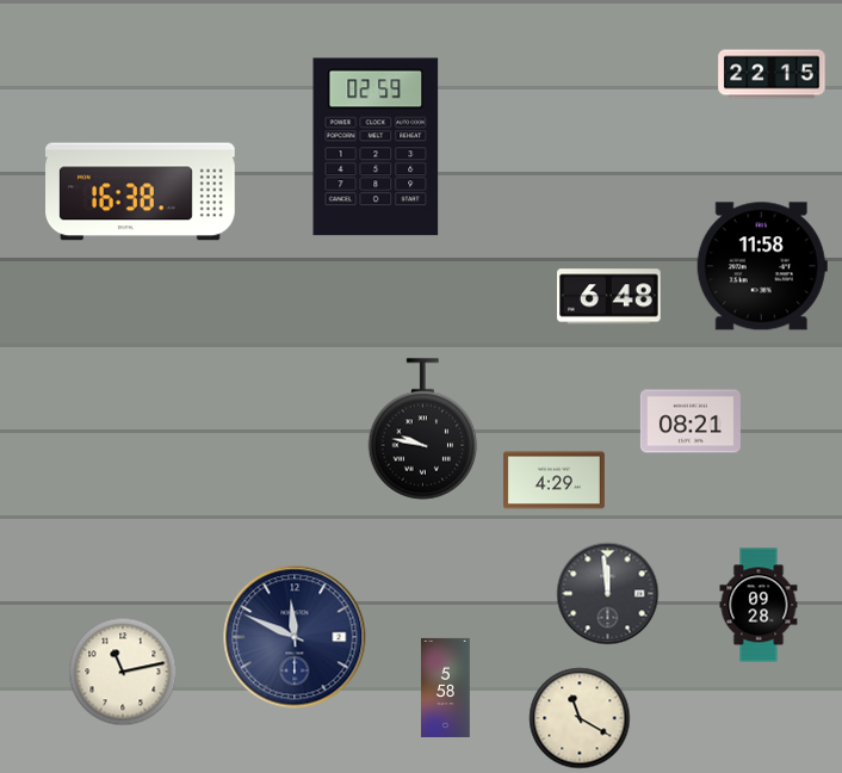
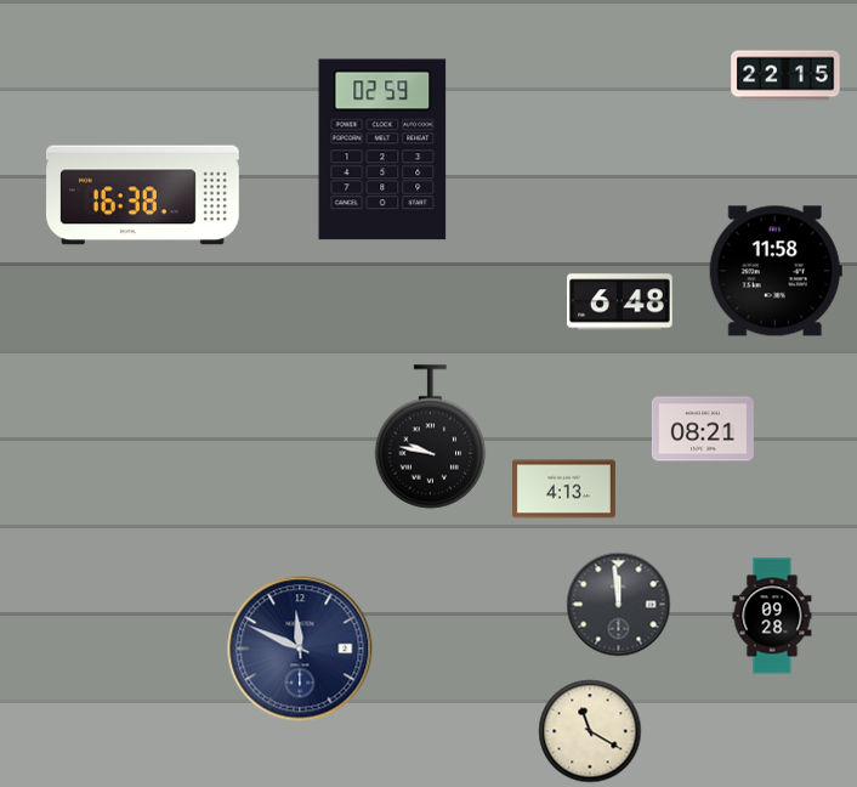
clock at (553, 481): 4:29 -> 4:13
clock at (123, 672): 11:13 -> none
clock at (446, 687): 5:58 -> none
